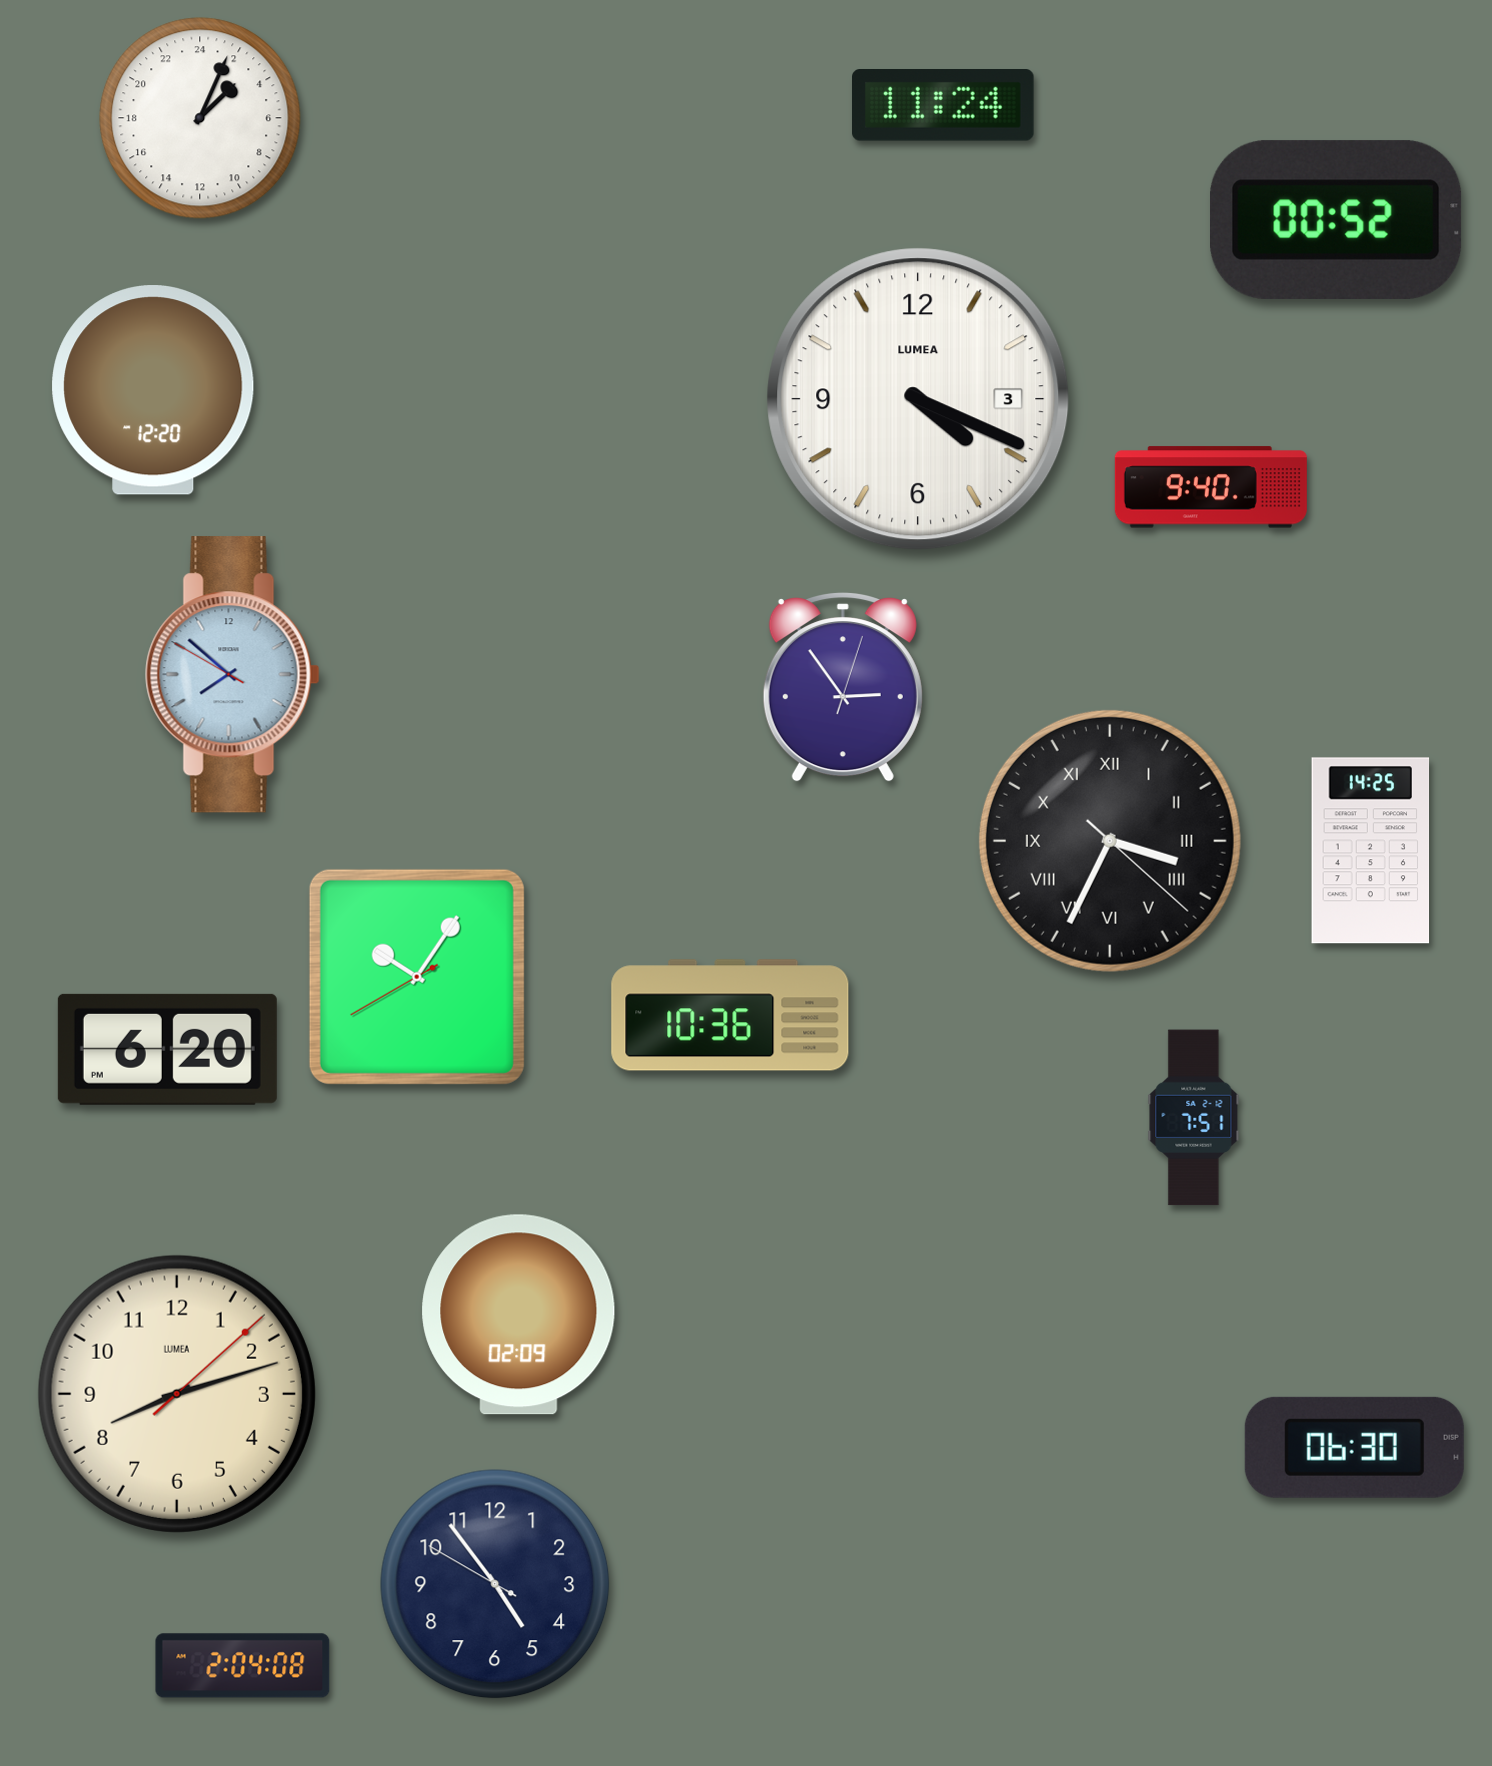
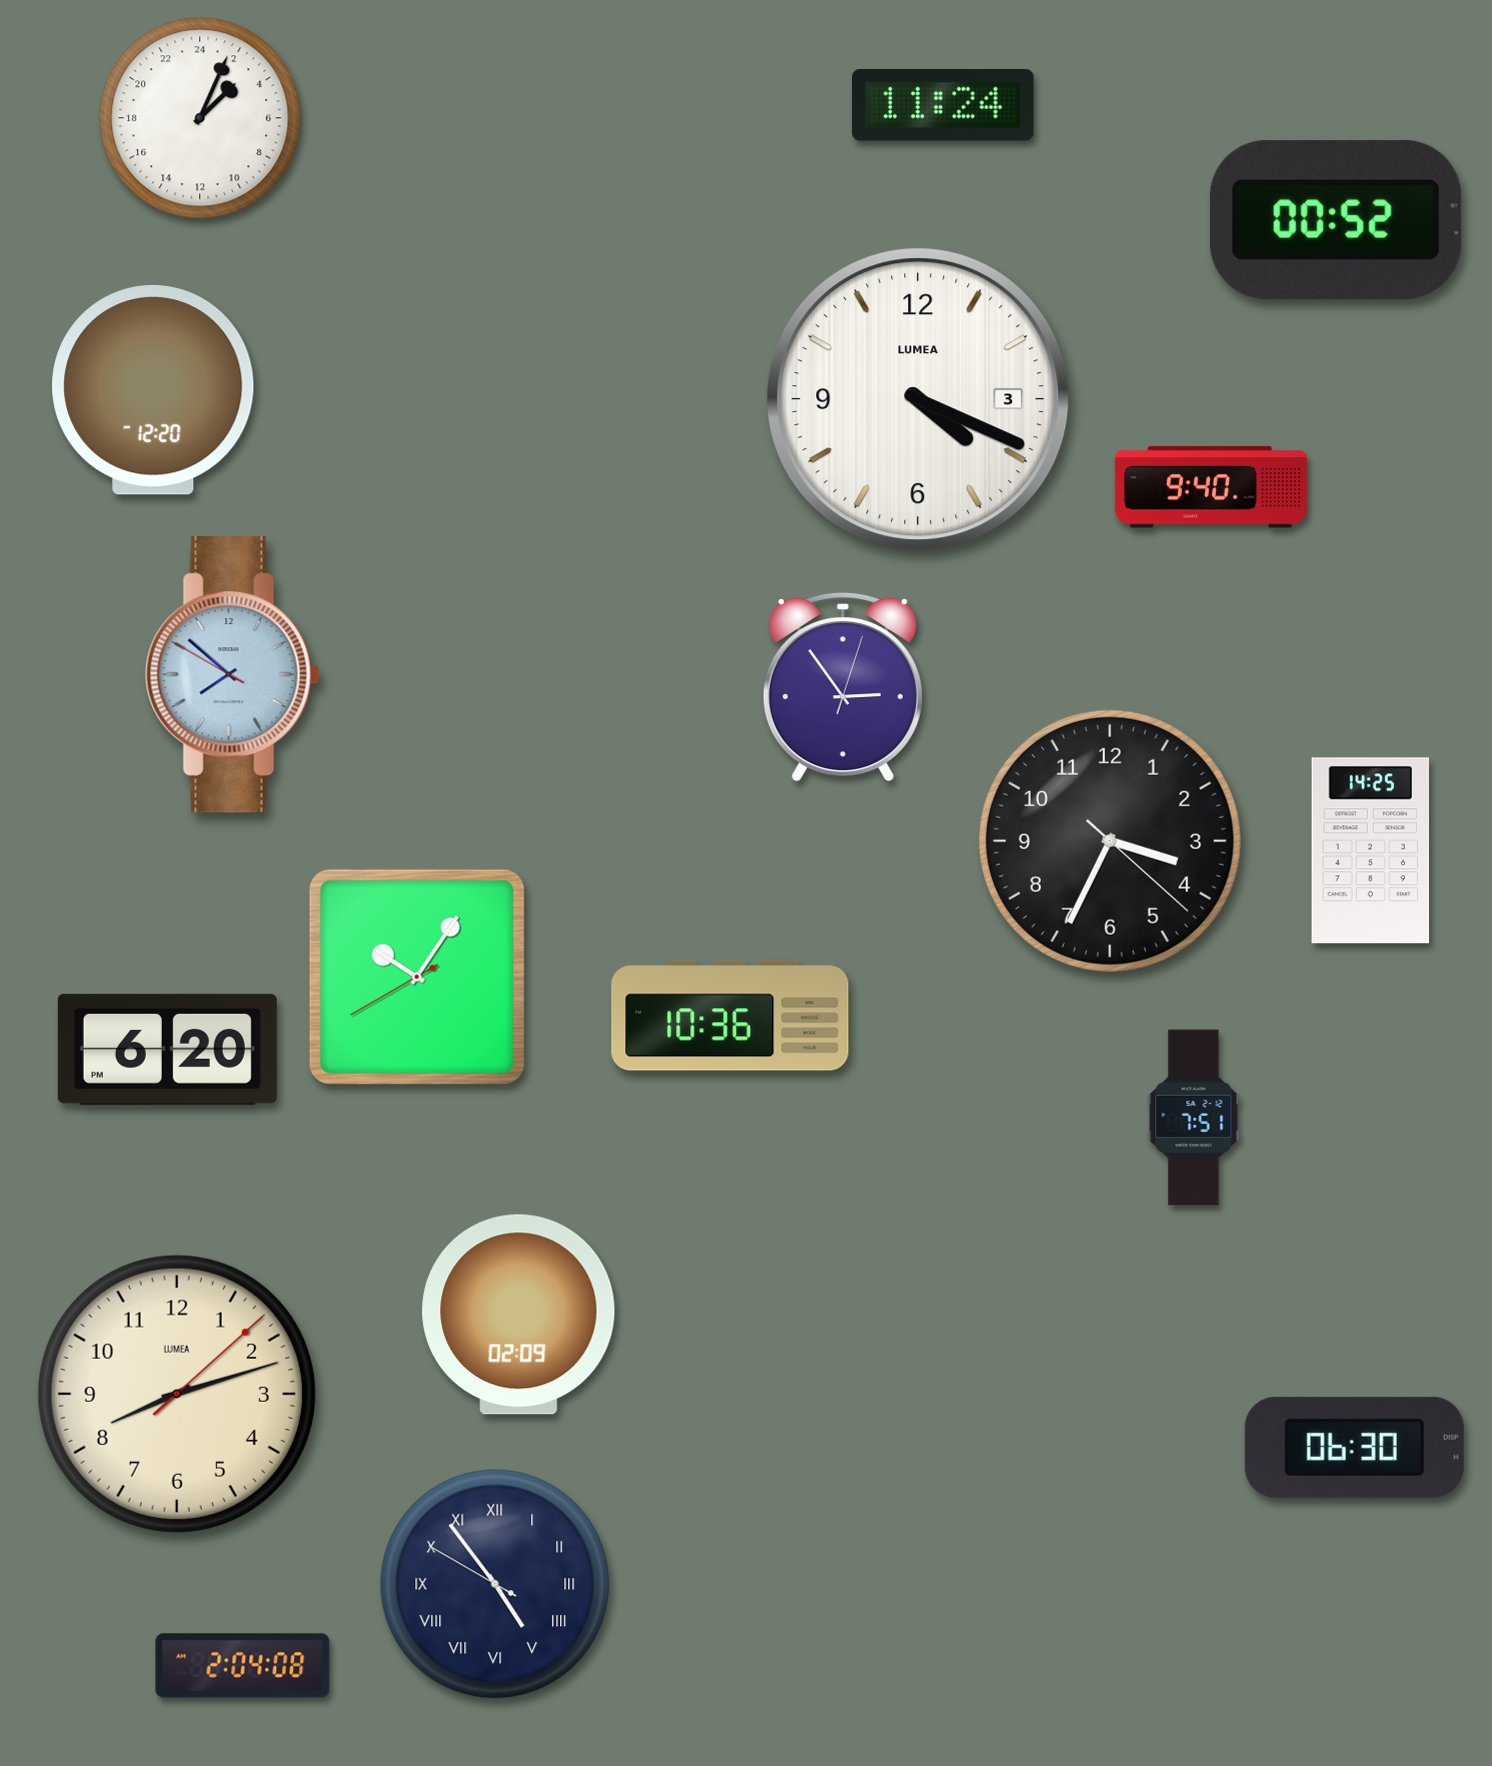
clock at (1110, 841) numerals: Roman -> Arabic
clock at (495, 1584) numerals: Arabic -> Roman
